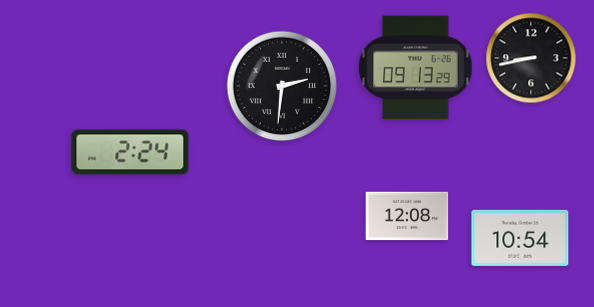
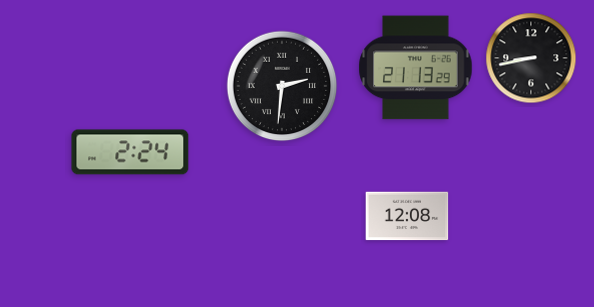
clock at (416, 68): 09:13 -> 21:13
clock at (520, 238): 10:54 -> none
